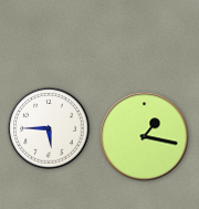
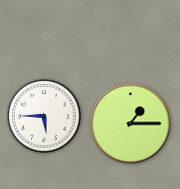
clock at (145, 137): 1:17 -> 1:15
